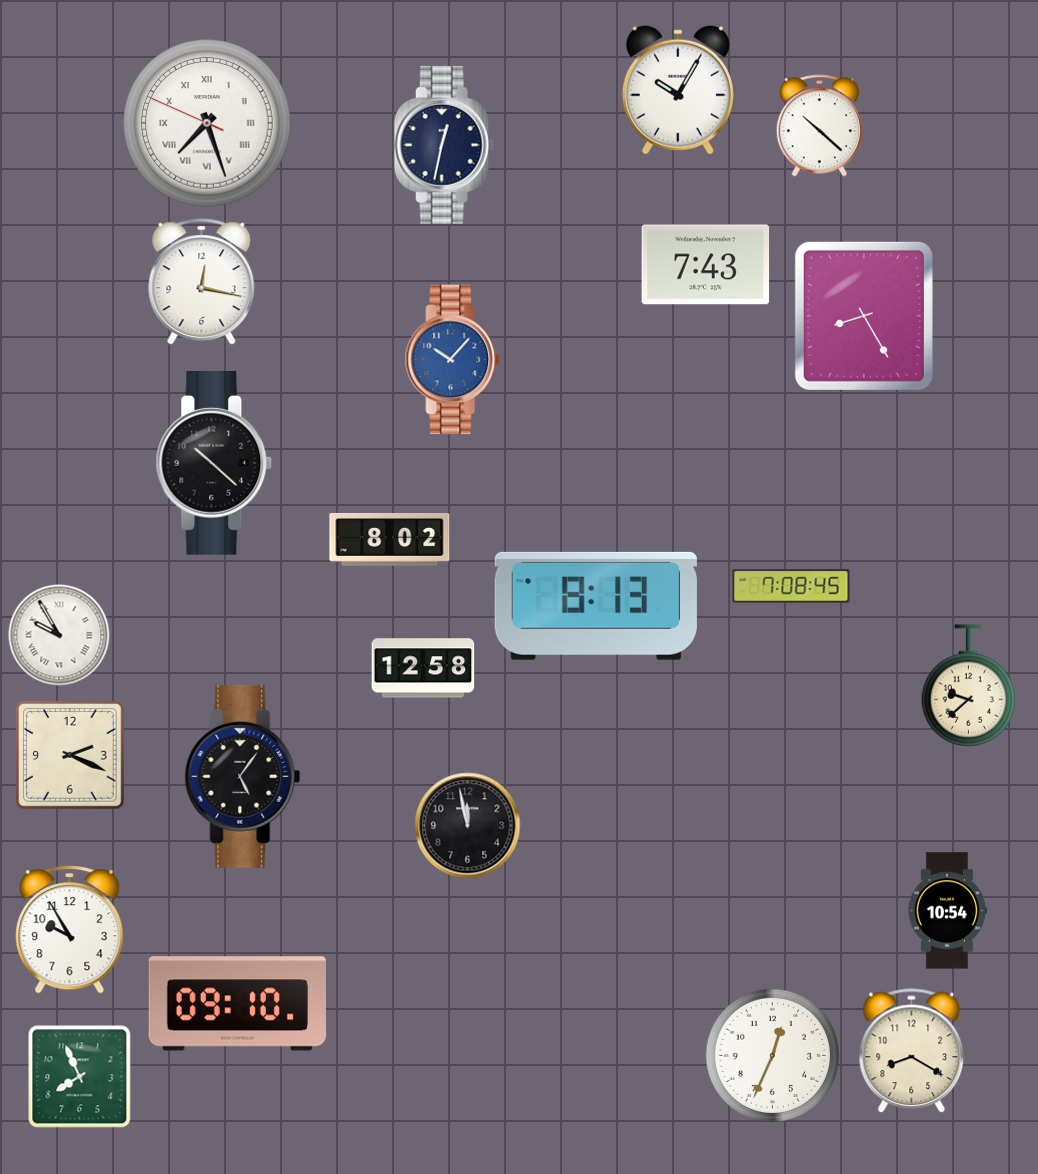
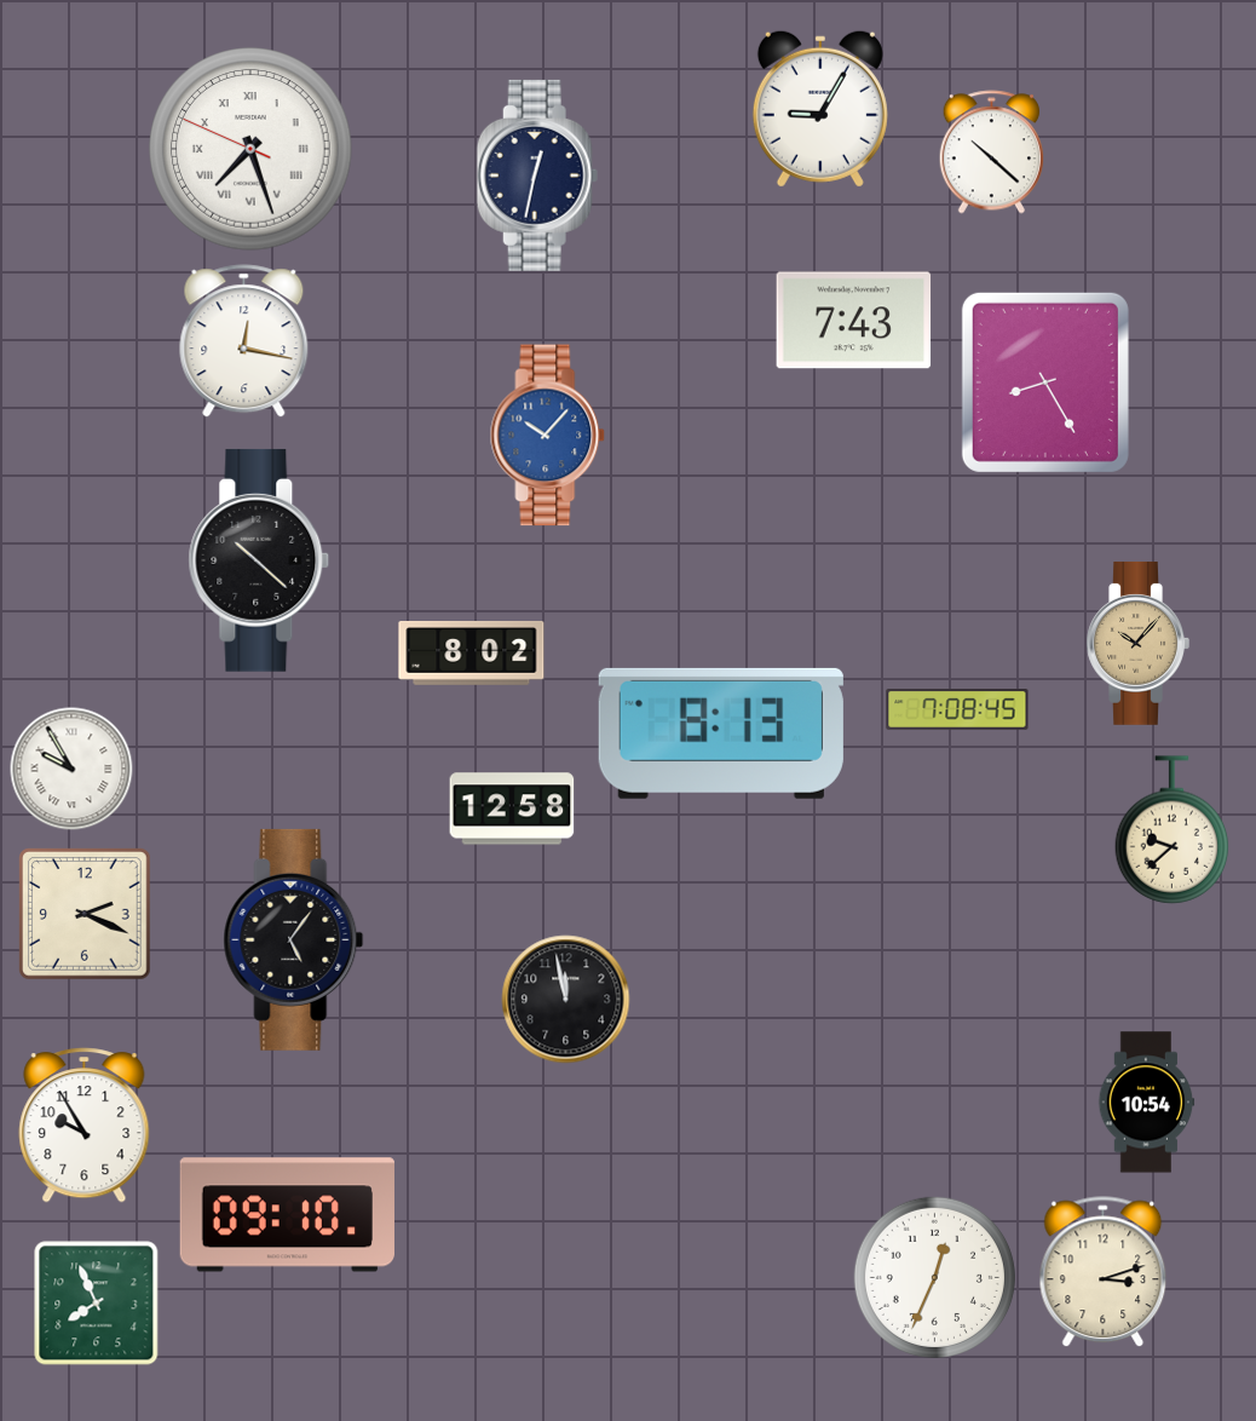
clock at (678, 90): 10:05 -> 9:05
clock at (1137, 643): none -> 10:07
clock at (912, 1051): 8:20 -> 3:12
